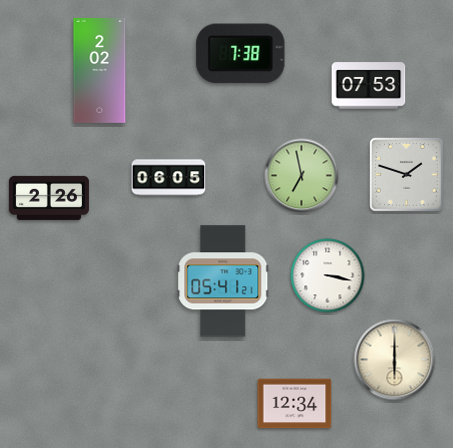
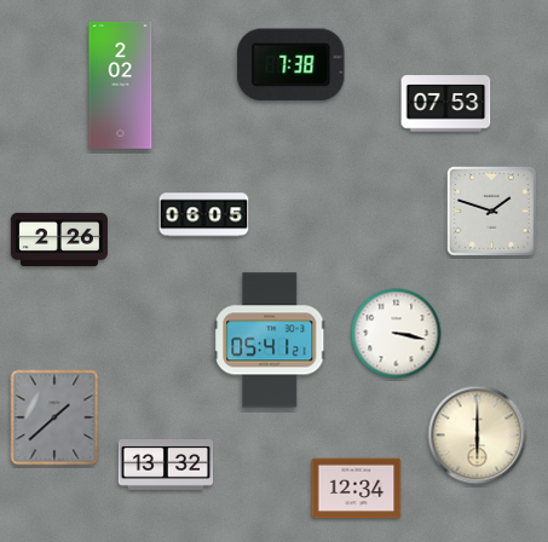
clock at (302, 176): 6:58 -> none
clock at (54, 417): none -> 1:38
clock at (166, 465): none -> 13:32
